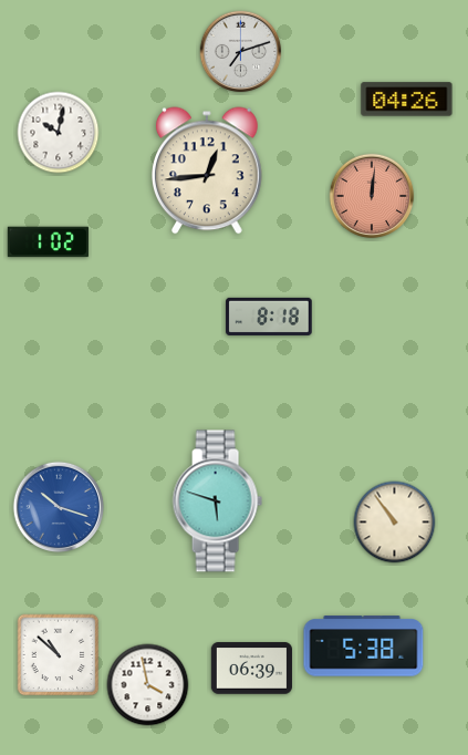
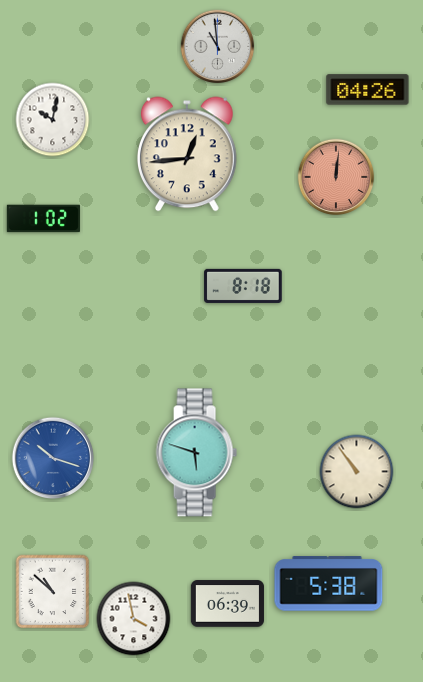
clock at (241, 52): 7:12 -> 10:59
